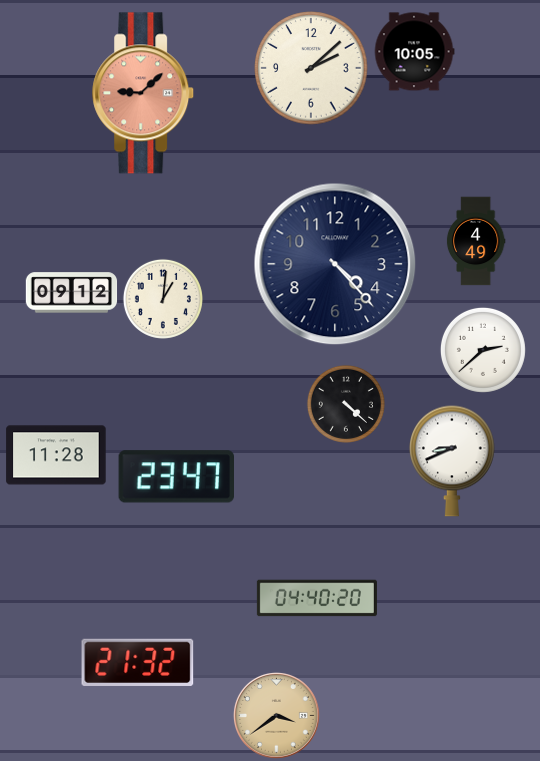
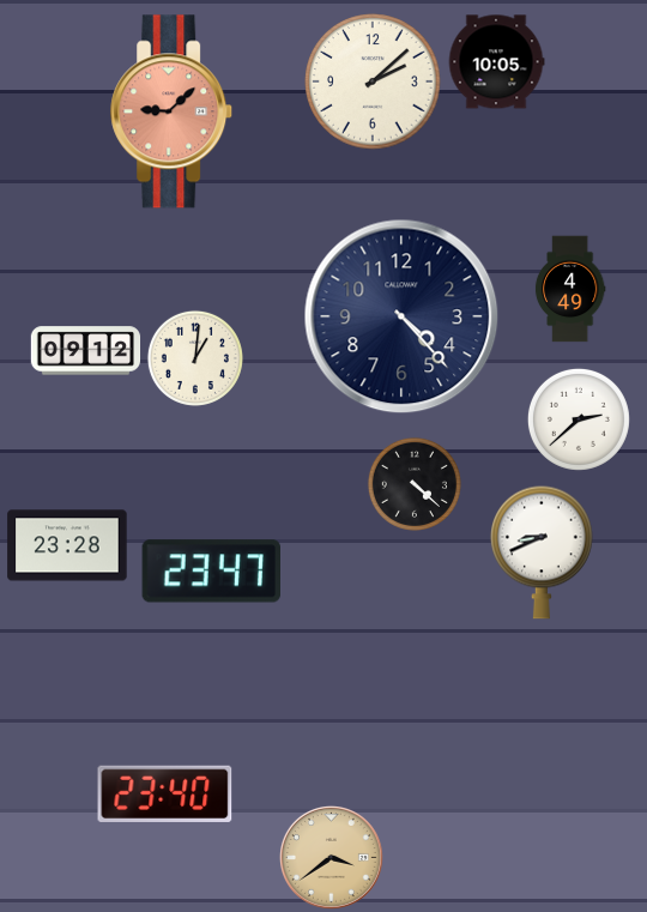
clock at (56, 455): 11:28 -> 23:28
clock at (317, 598): 04:40 -> none
clock at (138, 662): 21:32 -> 23:40
